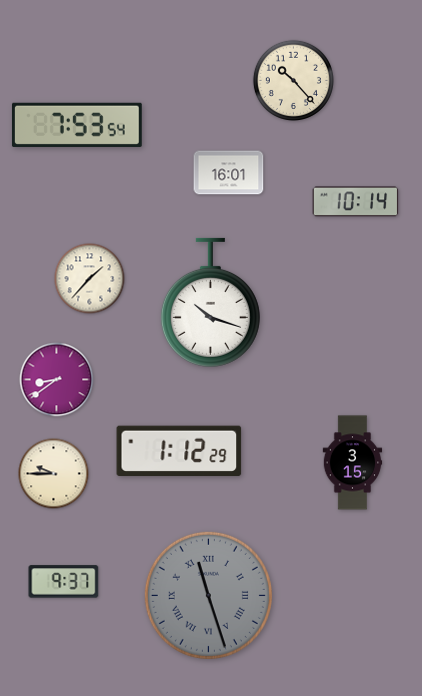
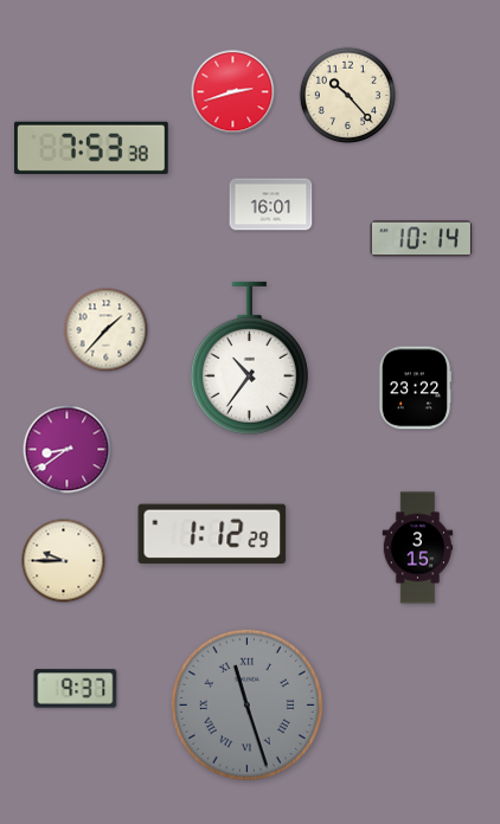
clock at (233, 92): none -> 2:42
clock at (77, 125): 7:53:54 -> 7:53:38
clock at (210, 302): 10:18 -> 10:36
clock at (415, 388): none -> 23:22
